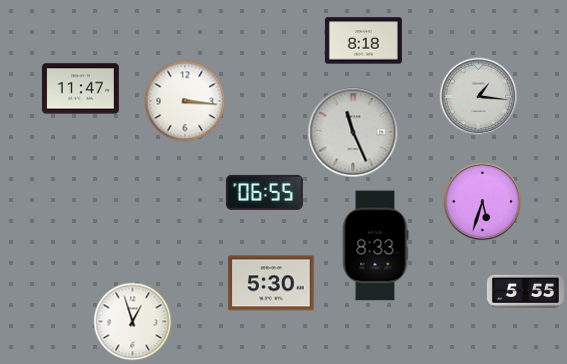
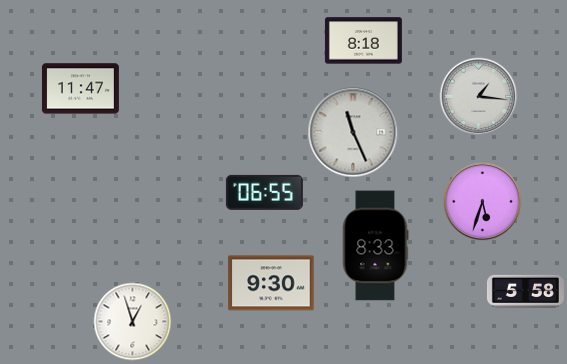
clock at (185, 101): 3:16 -> none
clock at (271, 283): 5:30 -> 9:30
clock at (525, 291): 5:55 -> 5:58
